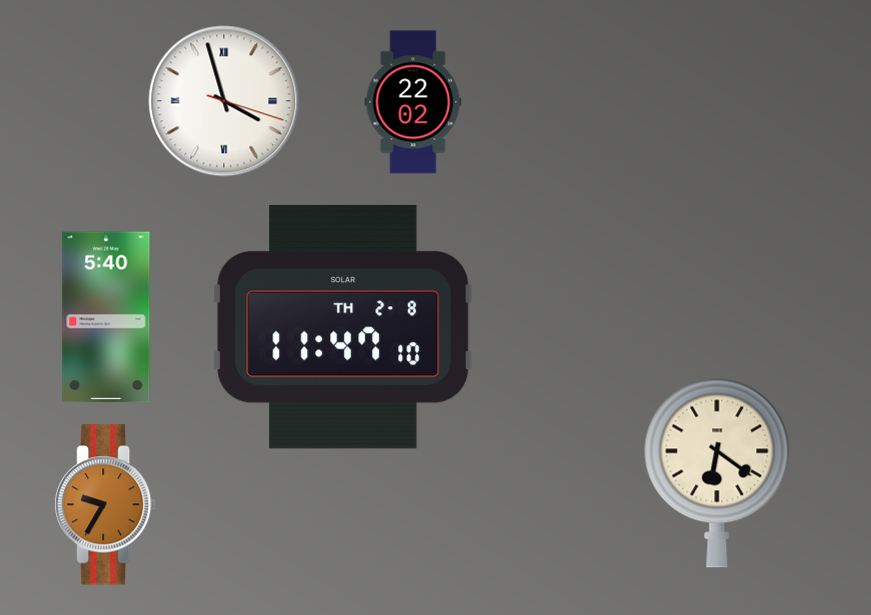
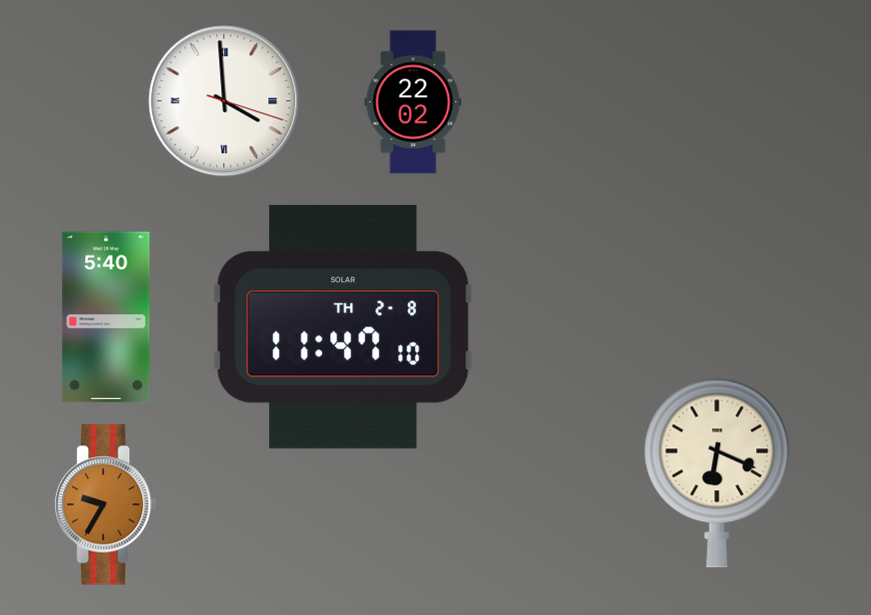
clock at (224, 101): 3:57 -> 3:59
clock at (717, 473): 6:21 -> 6:19
